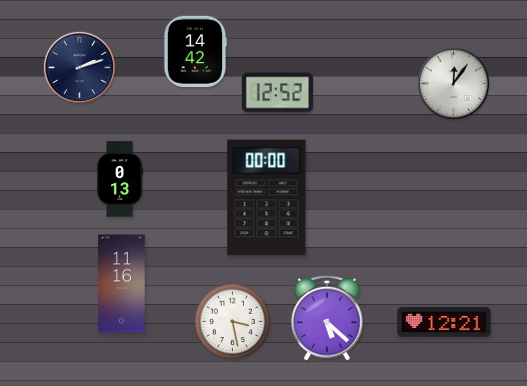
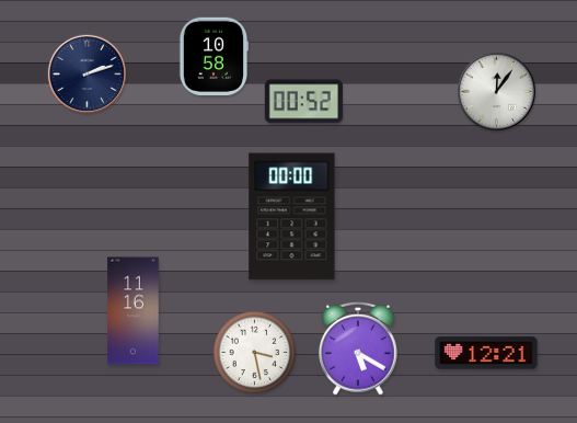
clock at (194, 51): 14:42 -> 10:58
clock at (277, 93): 12:52 -> 00:52
clock at (120, 179): 0:13 -> none
clock at (327, 318): 5:22 -> 5:20
